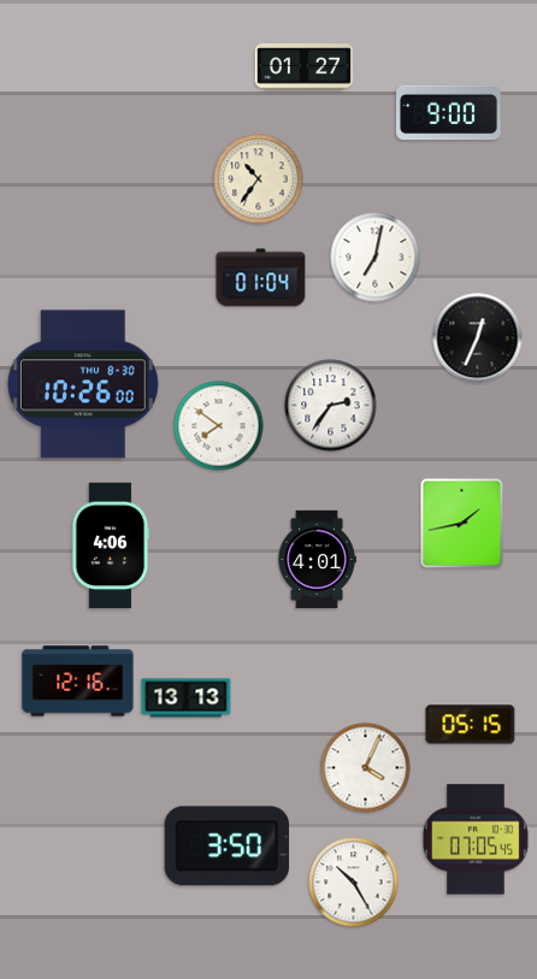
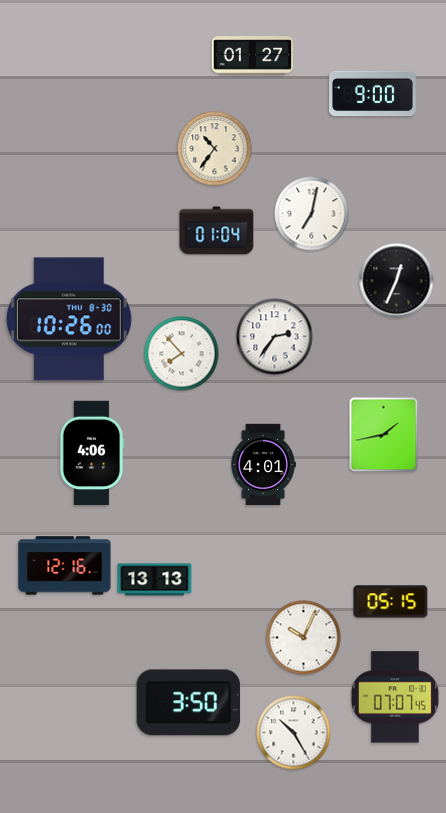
clock at (219, 426): 7:51 -> 7:53
clock at (366, 768): 4:04 -> 10:04
clock at (476, 839): 07:05 -> 07:07
